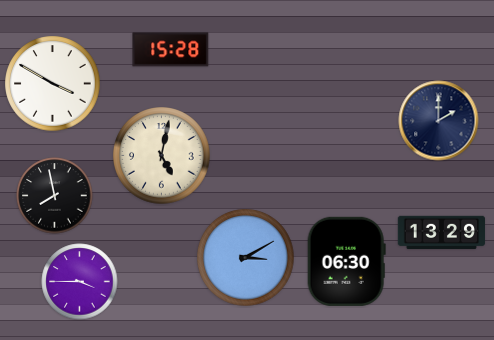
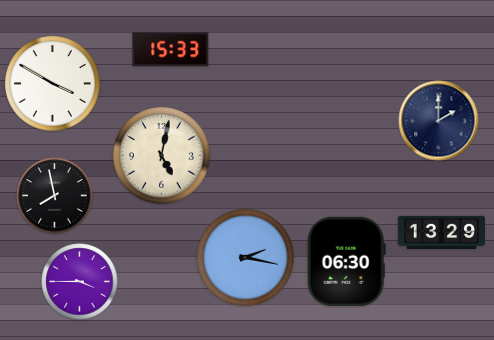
clock at (171, 50): 15:28 -> 15:33
clock at (246, 258): 3:10 -> 2:17
